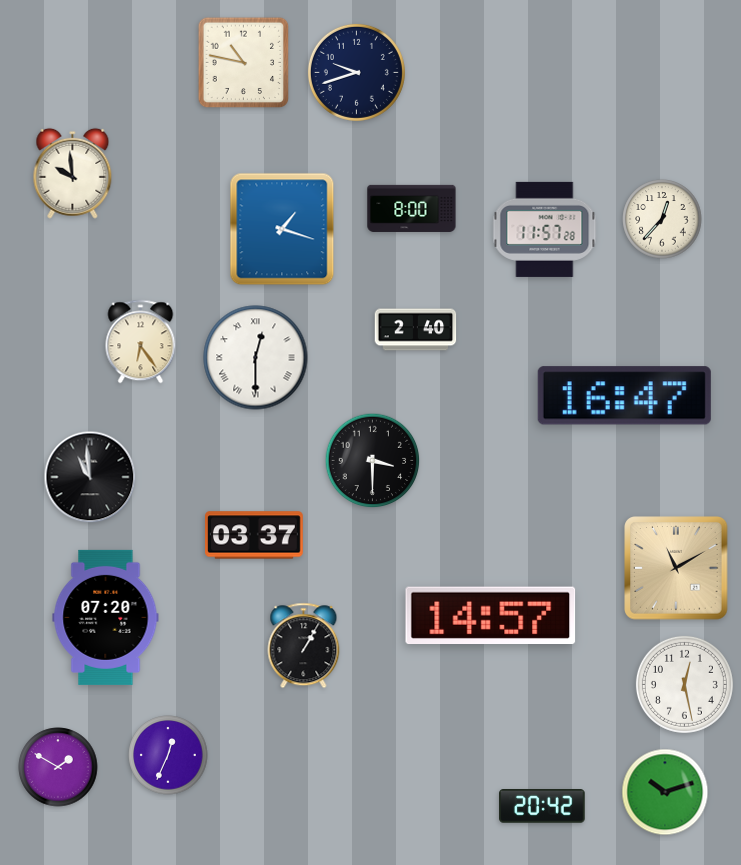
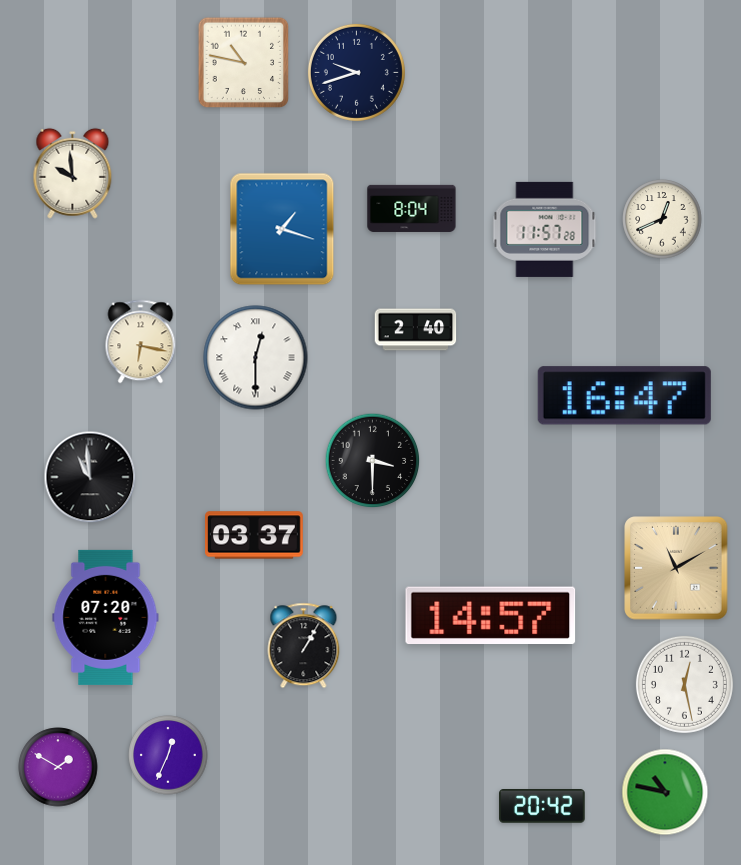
clock at (412, 208): 8:00 -> 8:04
clock at (662, 219): 12:37 -> 12:41
clock at (141, 342): 6:24 -> 6:17
clock at (665, 792): 10:12 -> 10:47
